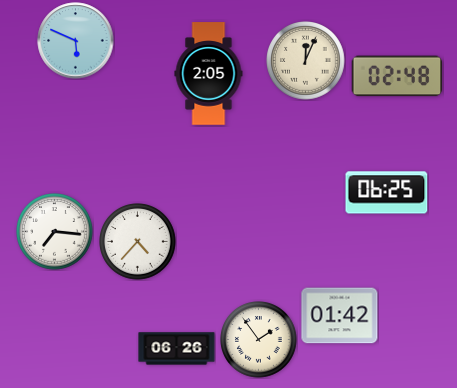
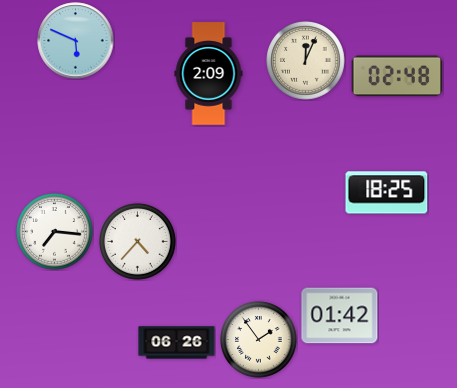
clock at (209, 74): 2:05 -> 2:09
clock at (387, 193): 06:25 -> 18:25
clock at (177, 349) position: (177, 349) -> (177, 343)
